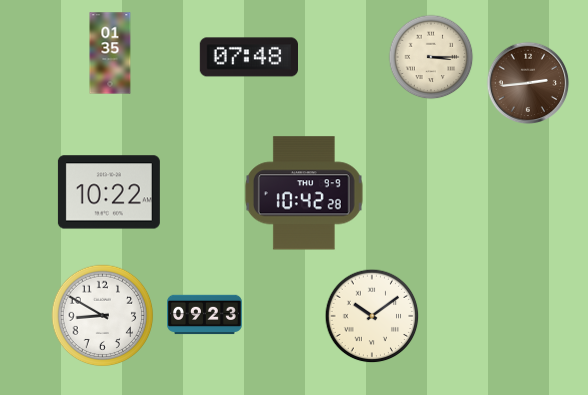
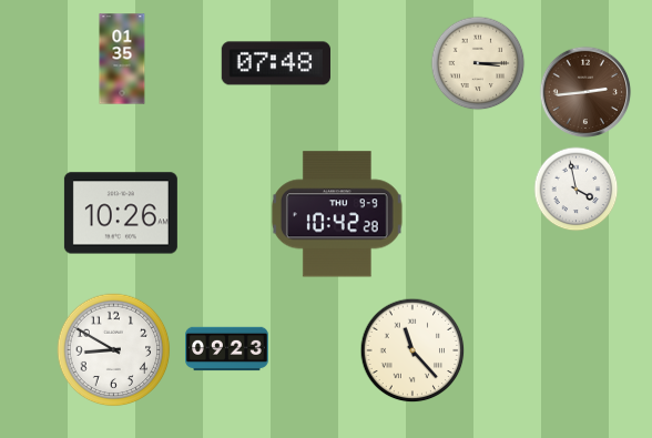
clock at (577, 190): none -> 3:58
clock at (109, 192): 10:22 -> 10:26
clock at (372, 316): 10:09 -> 11:23
